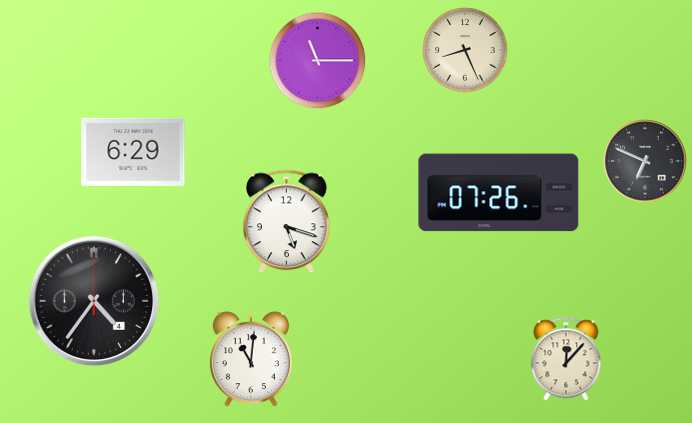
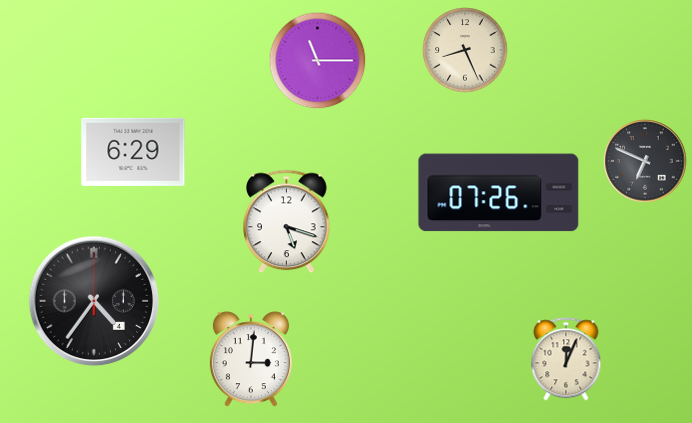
clock at (566, 359): 12:07 -> 12:04
clock at (251, 360): 11:01 -> 3:01
